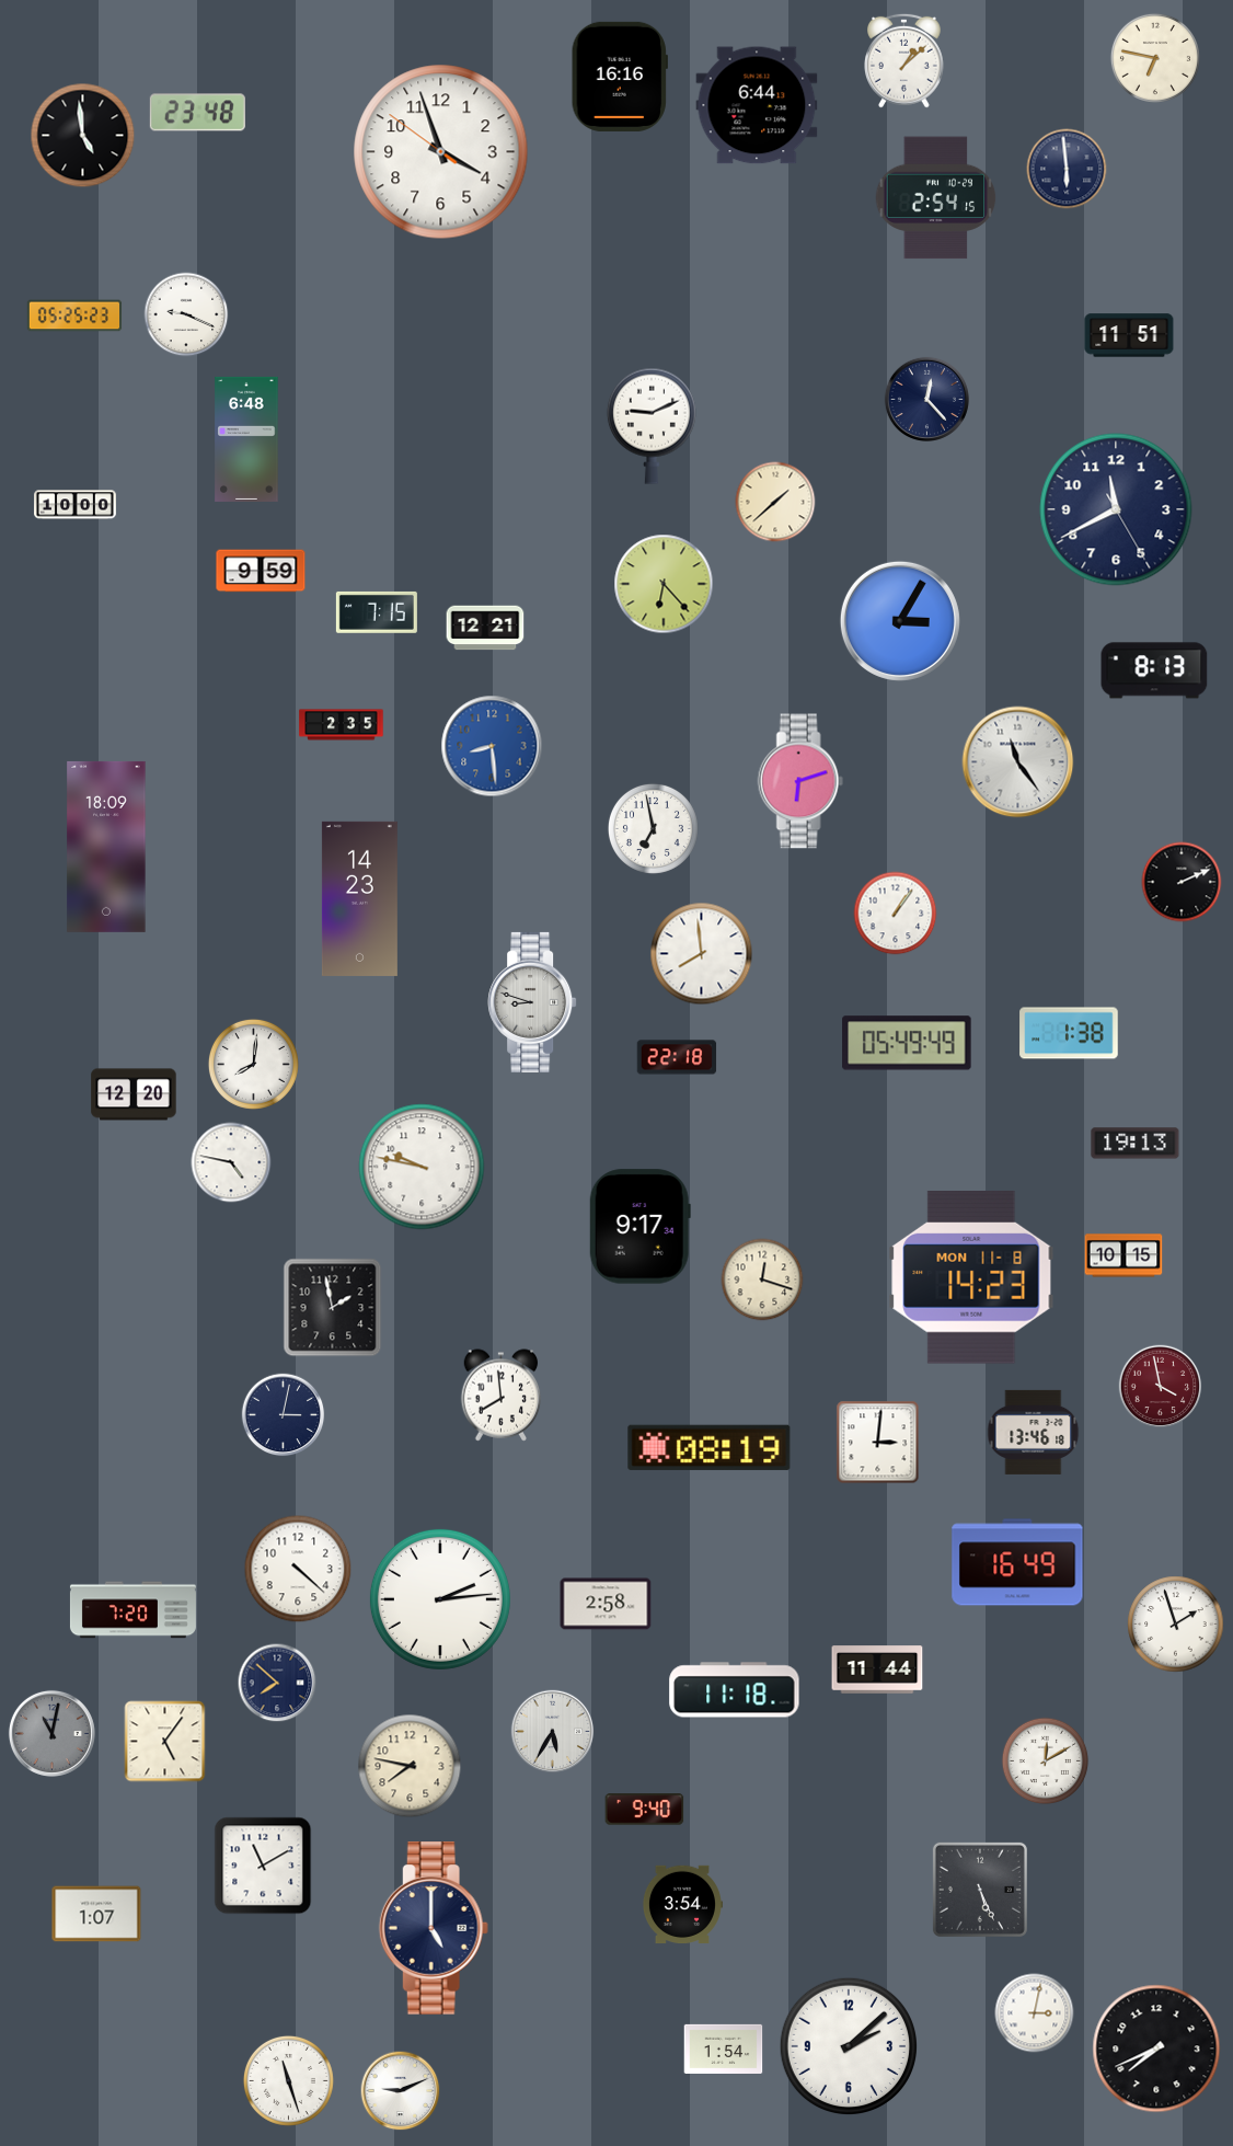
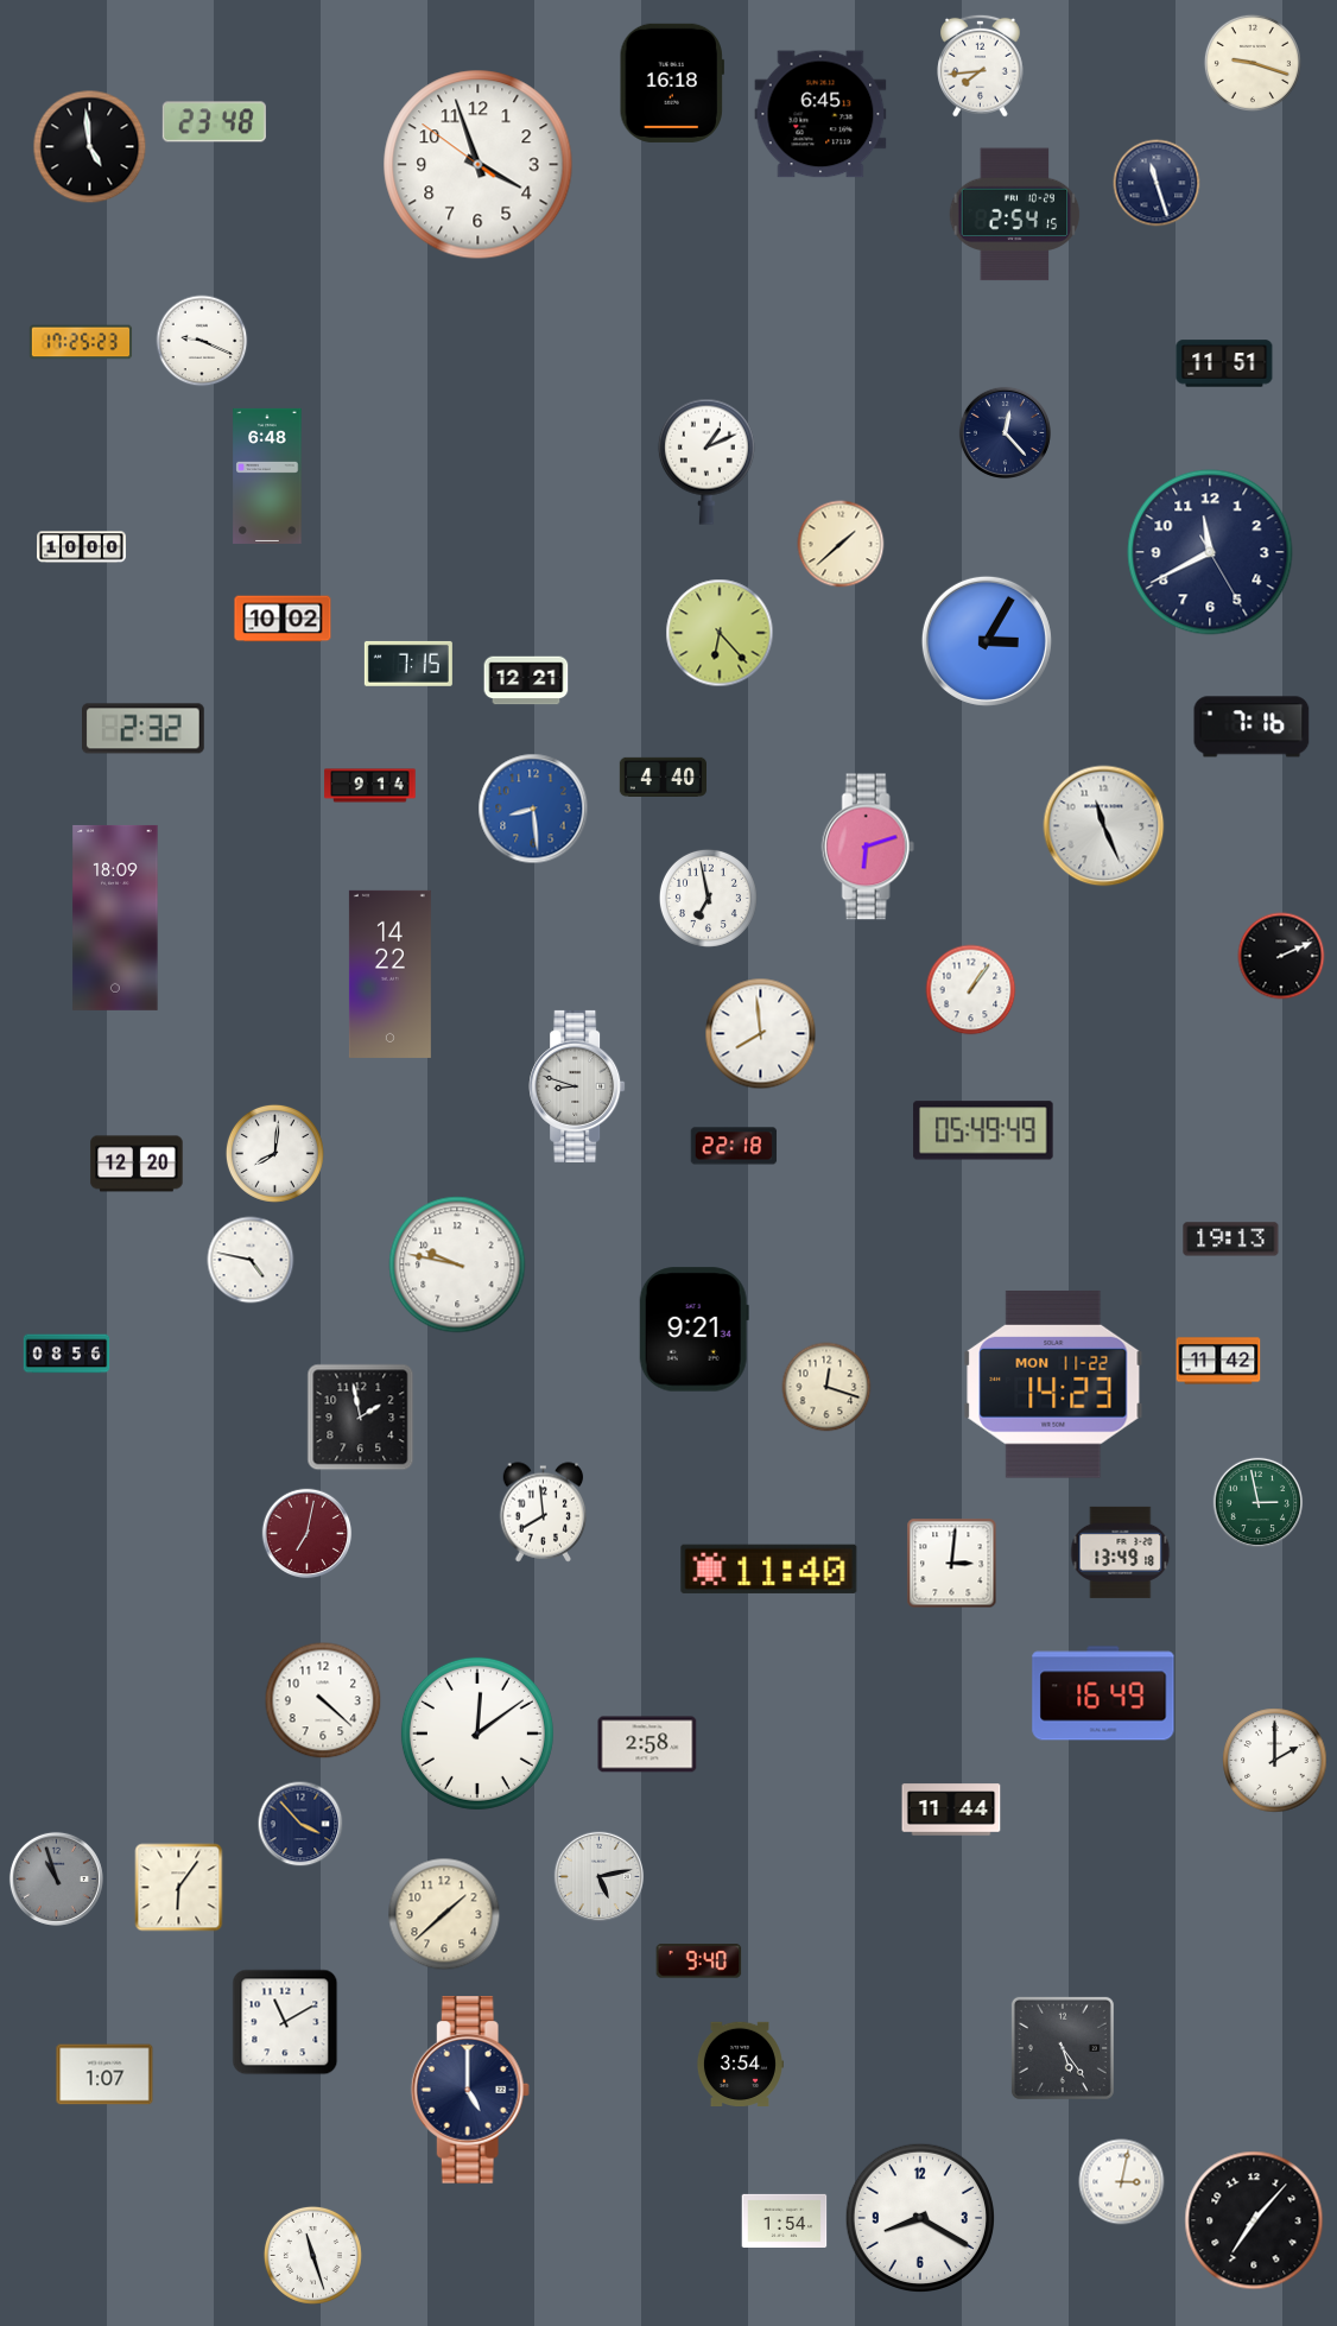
clock at (1155, 58): 6:47 -> 9:18
clock at (904, 60): 1:08 -> 7:44
clock at (619, 77): 16:16 -> 16:18
clock at (757, 105): 6:44 -> 6:45
clock at (1067, 169): 5:59 -> 11:27
clock at (74, 315): 05:25 -> 17:25
clock at (652, 426): 9:11 -> 1:11
clock at (261, 571): 9:59 -> 10:02
clock at (900, 621) position: (900, 621) -> (987, 641)
clock at (1154, 670): 8:13 -> 7:16
clock at (144, 729): none -> 2:32
clock at (663, 778): none -> 4:40
clock at (342, 725): 2:35 -> 9:14
clock at (1018, 762): 11:24 -> 11:26
clock at (359, 898): 14:23 -> 14:22
clock at (1069, 1033): 1:38 -> none
clock at (134, 1094) position: (134, 1094) -> (137, 1164)
clock at (639, 1227): 9:17 -> 9:21
clock at (66, 1354): none -> 08:56
clock at (1123, 1255): 10:15 -> 11:42
clock at (971, 1277) date: MON 11-8 -> MON 11-22
clock at (1161, 1387): 3:58 -> 2:58
clock at (1161, 1387) dial: burgundy -> green
clock at (284, 1415): 3:02 -> 7:02
clock at (284, 1415) dial: navy -> burgundy
clock at (1034, 1432): 13:46 -> 13:49
clock at (710, 1447): 08:19 -> 11:40
clock at (440, 1599): 2:14 -> 12:09
clock at (606, 1604) position: (606, 1604) -> (647, 1744)
clock at (132, 1610): 7:20 -> none
clock at (1176, 1625): 1:57 -> 2:00
clock at (277, 1683): 7:52 -> 3:53
clock at (735, 1690): 11:18 -> none
clock at (553, 1732): 5:35 -> 5:13
clock at (51, 1733): 11:02 -> 10:57
clock at (165, 1742): 5:06 -> 6:06
clock at (1046, 1761): 12:10 -> none
clock at (410, 1766): 7:47 -> 1:38
clock at (980, 1890): 5:26 -> 5:24
clock at (848, 2045): 2:08 -> 8:20
clock at (1156, 2049): 7:41 -> 7:07
clock at (401, 2091): 9:11 -> none
